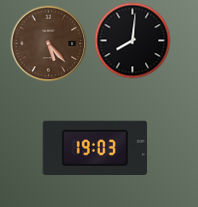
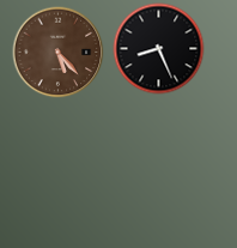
clock at (133, 41): 8:01 -> 8:26
clock at (95, 147): 19:03 -> none
